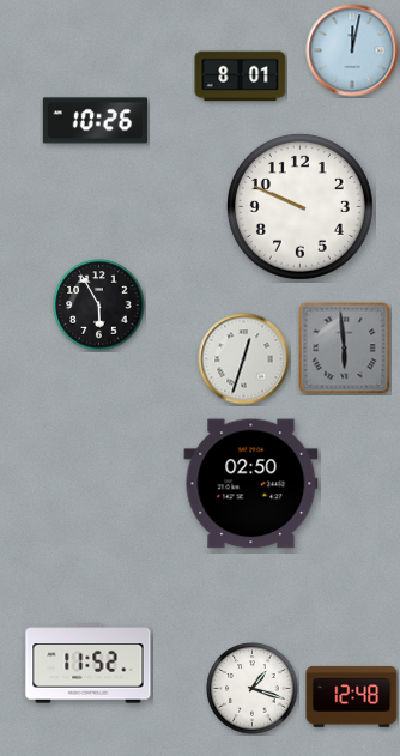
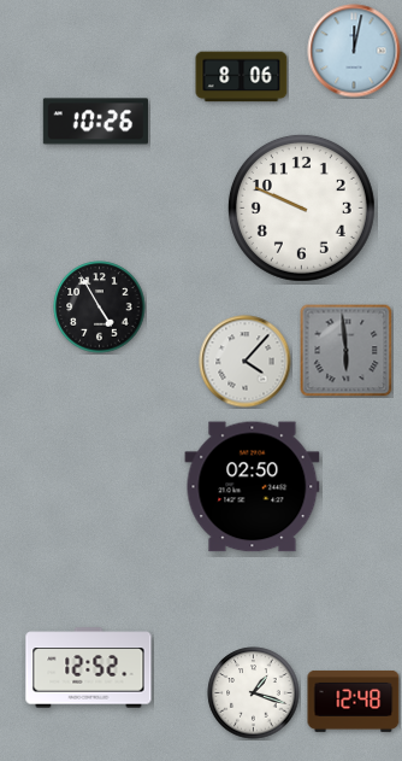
clock at (241, 77): 8:01 -> 8:06
clock at (99, 306): 5:55 -> 4:55
clock at (244, 359): 12:33 -> 4:07
clock at (89, 664): 11:52 -> 12:52
